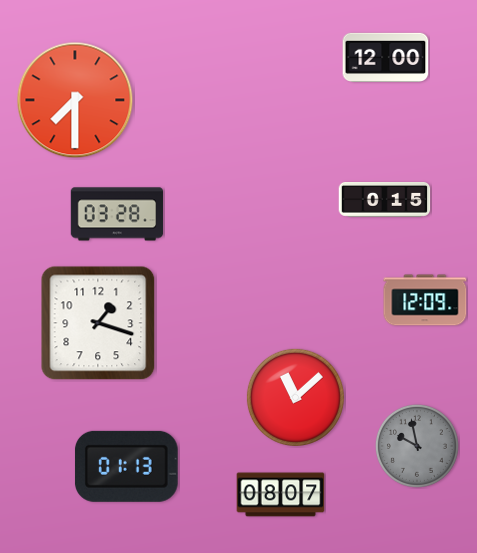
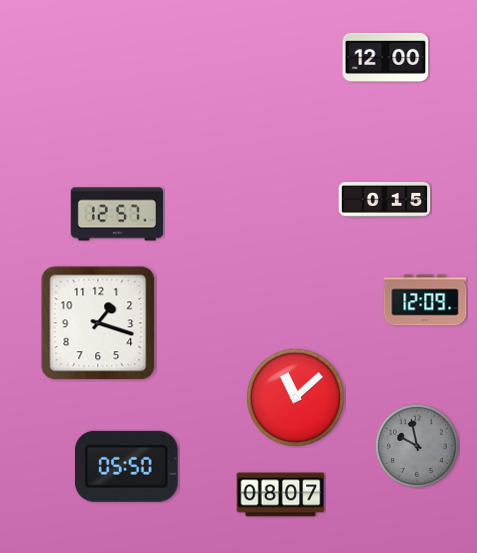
clock at (75, 100): 7:30 -> none
clock at (117, 214): 03:28 -> 12:57
clock at (126, 466): 01:13 -> 05:50
